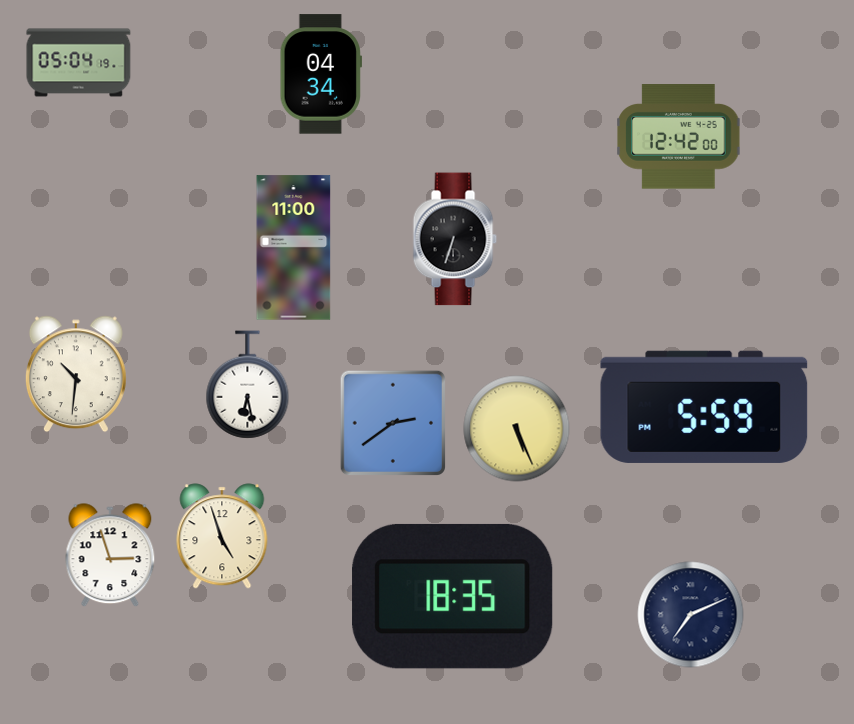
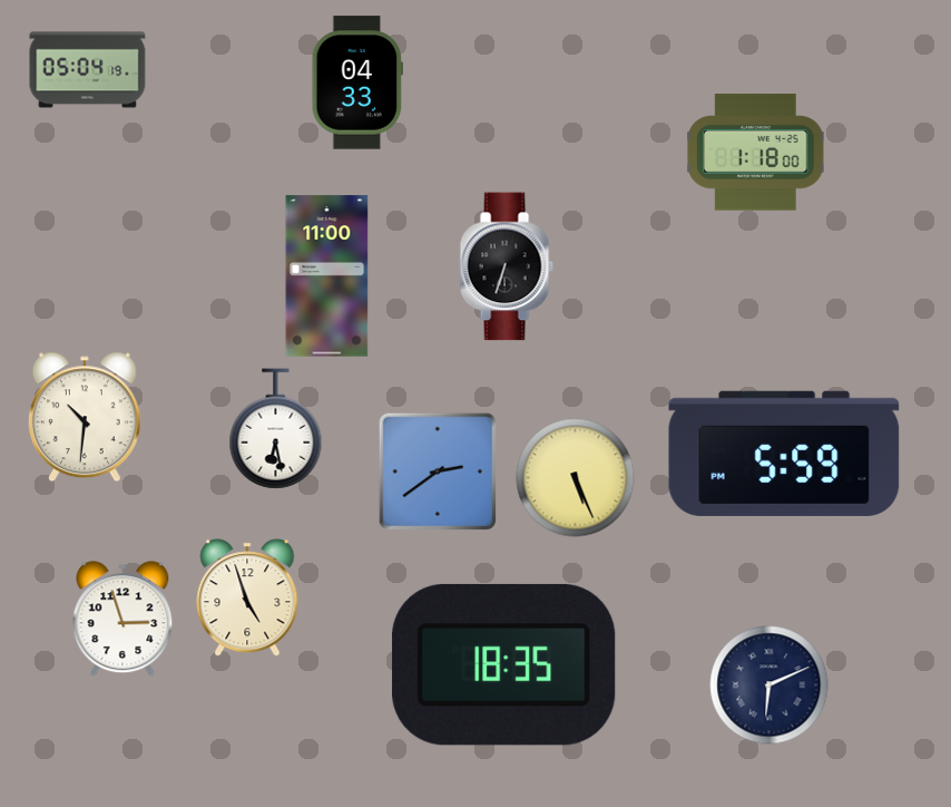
clock at (320, 74): 04:34 -> 04:33
clock at (679, 137): 12:42 -> 1:18
clock at (691, 615): 7:11 -> 6:11
